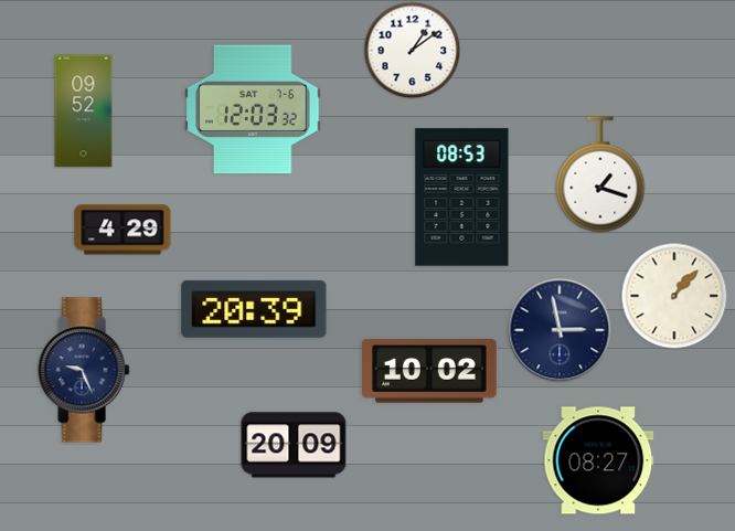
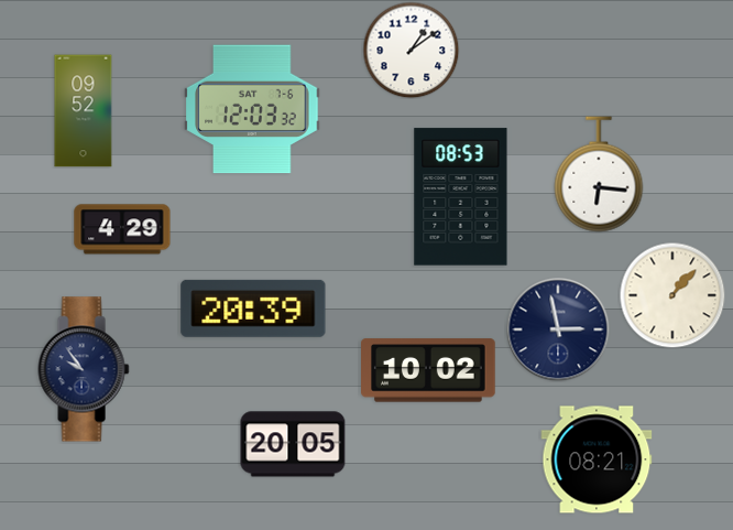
clock at (600, 174): 1:18 -> 6:16
clock at (84, 370): 9:26 -> 9:54
clock at (294, 445): 20:09 -> 20:05
clock at (598, 460): 08:27 -> 08:21
